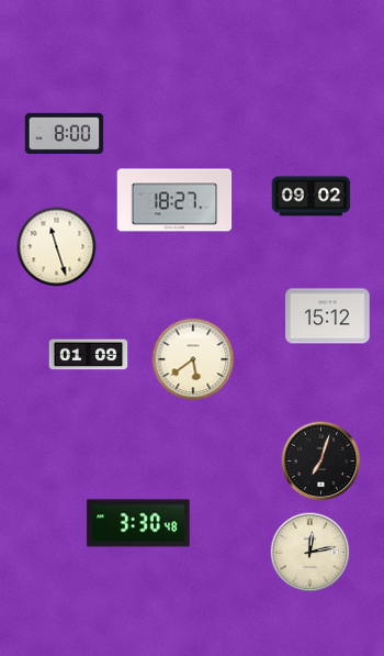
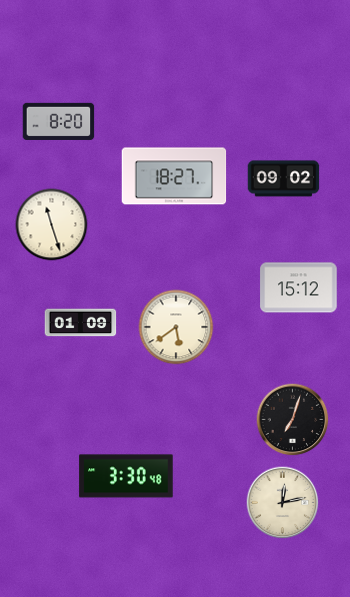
clock at (65, 133): 8:00 -> 8:20
clock at (174, 200) position: (174, 200) -> (174, 176)
